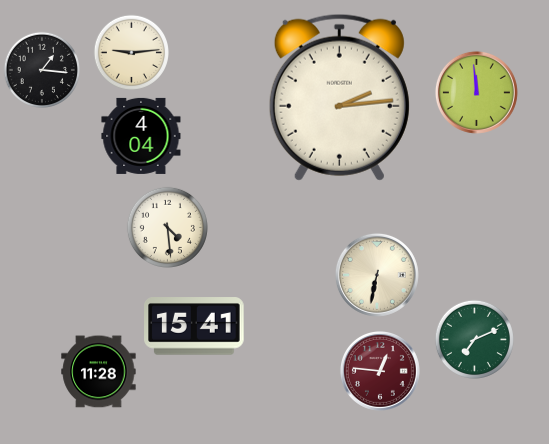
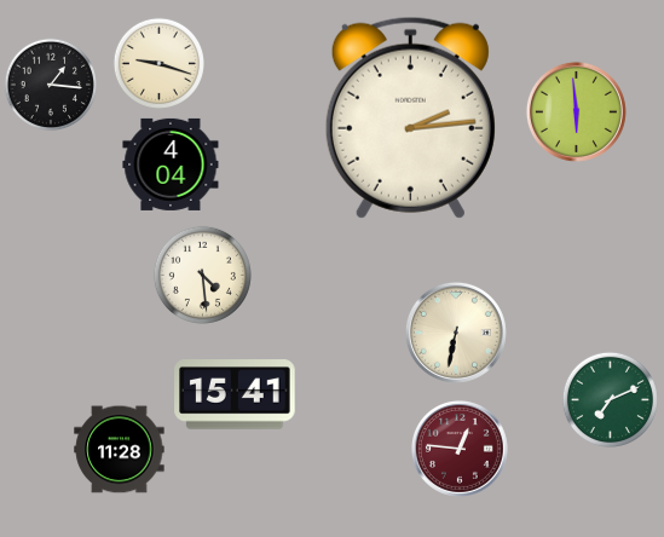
clock at (131, 52): 9:14 -> 9:18
clock at (476, 92): 11:59 -> 5:59
clock at (474, 339) position: (474, 339) -> (610, 399)
